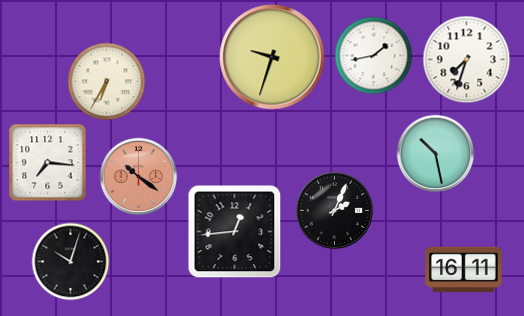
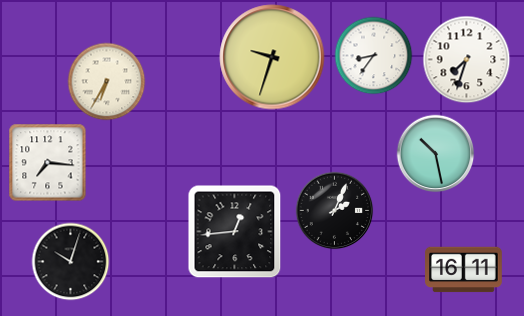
clock at (373, 55): 1:43 -> 8:36
clock at (138, 176): 10:21 -> none
